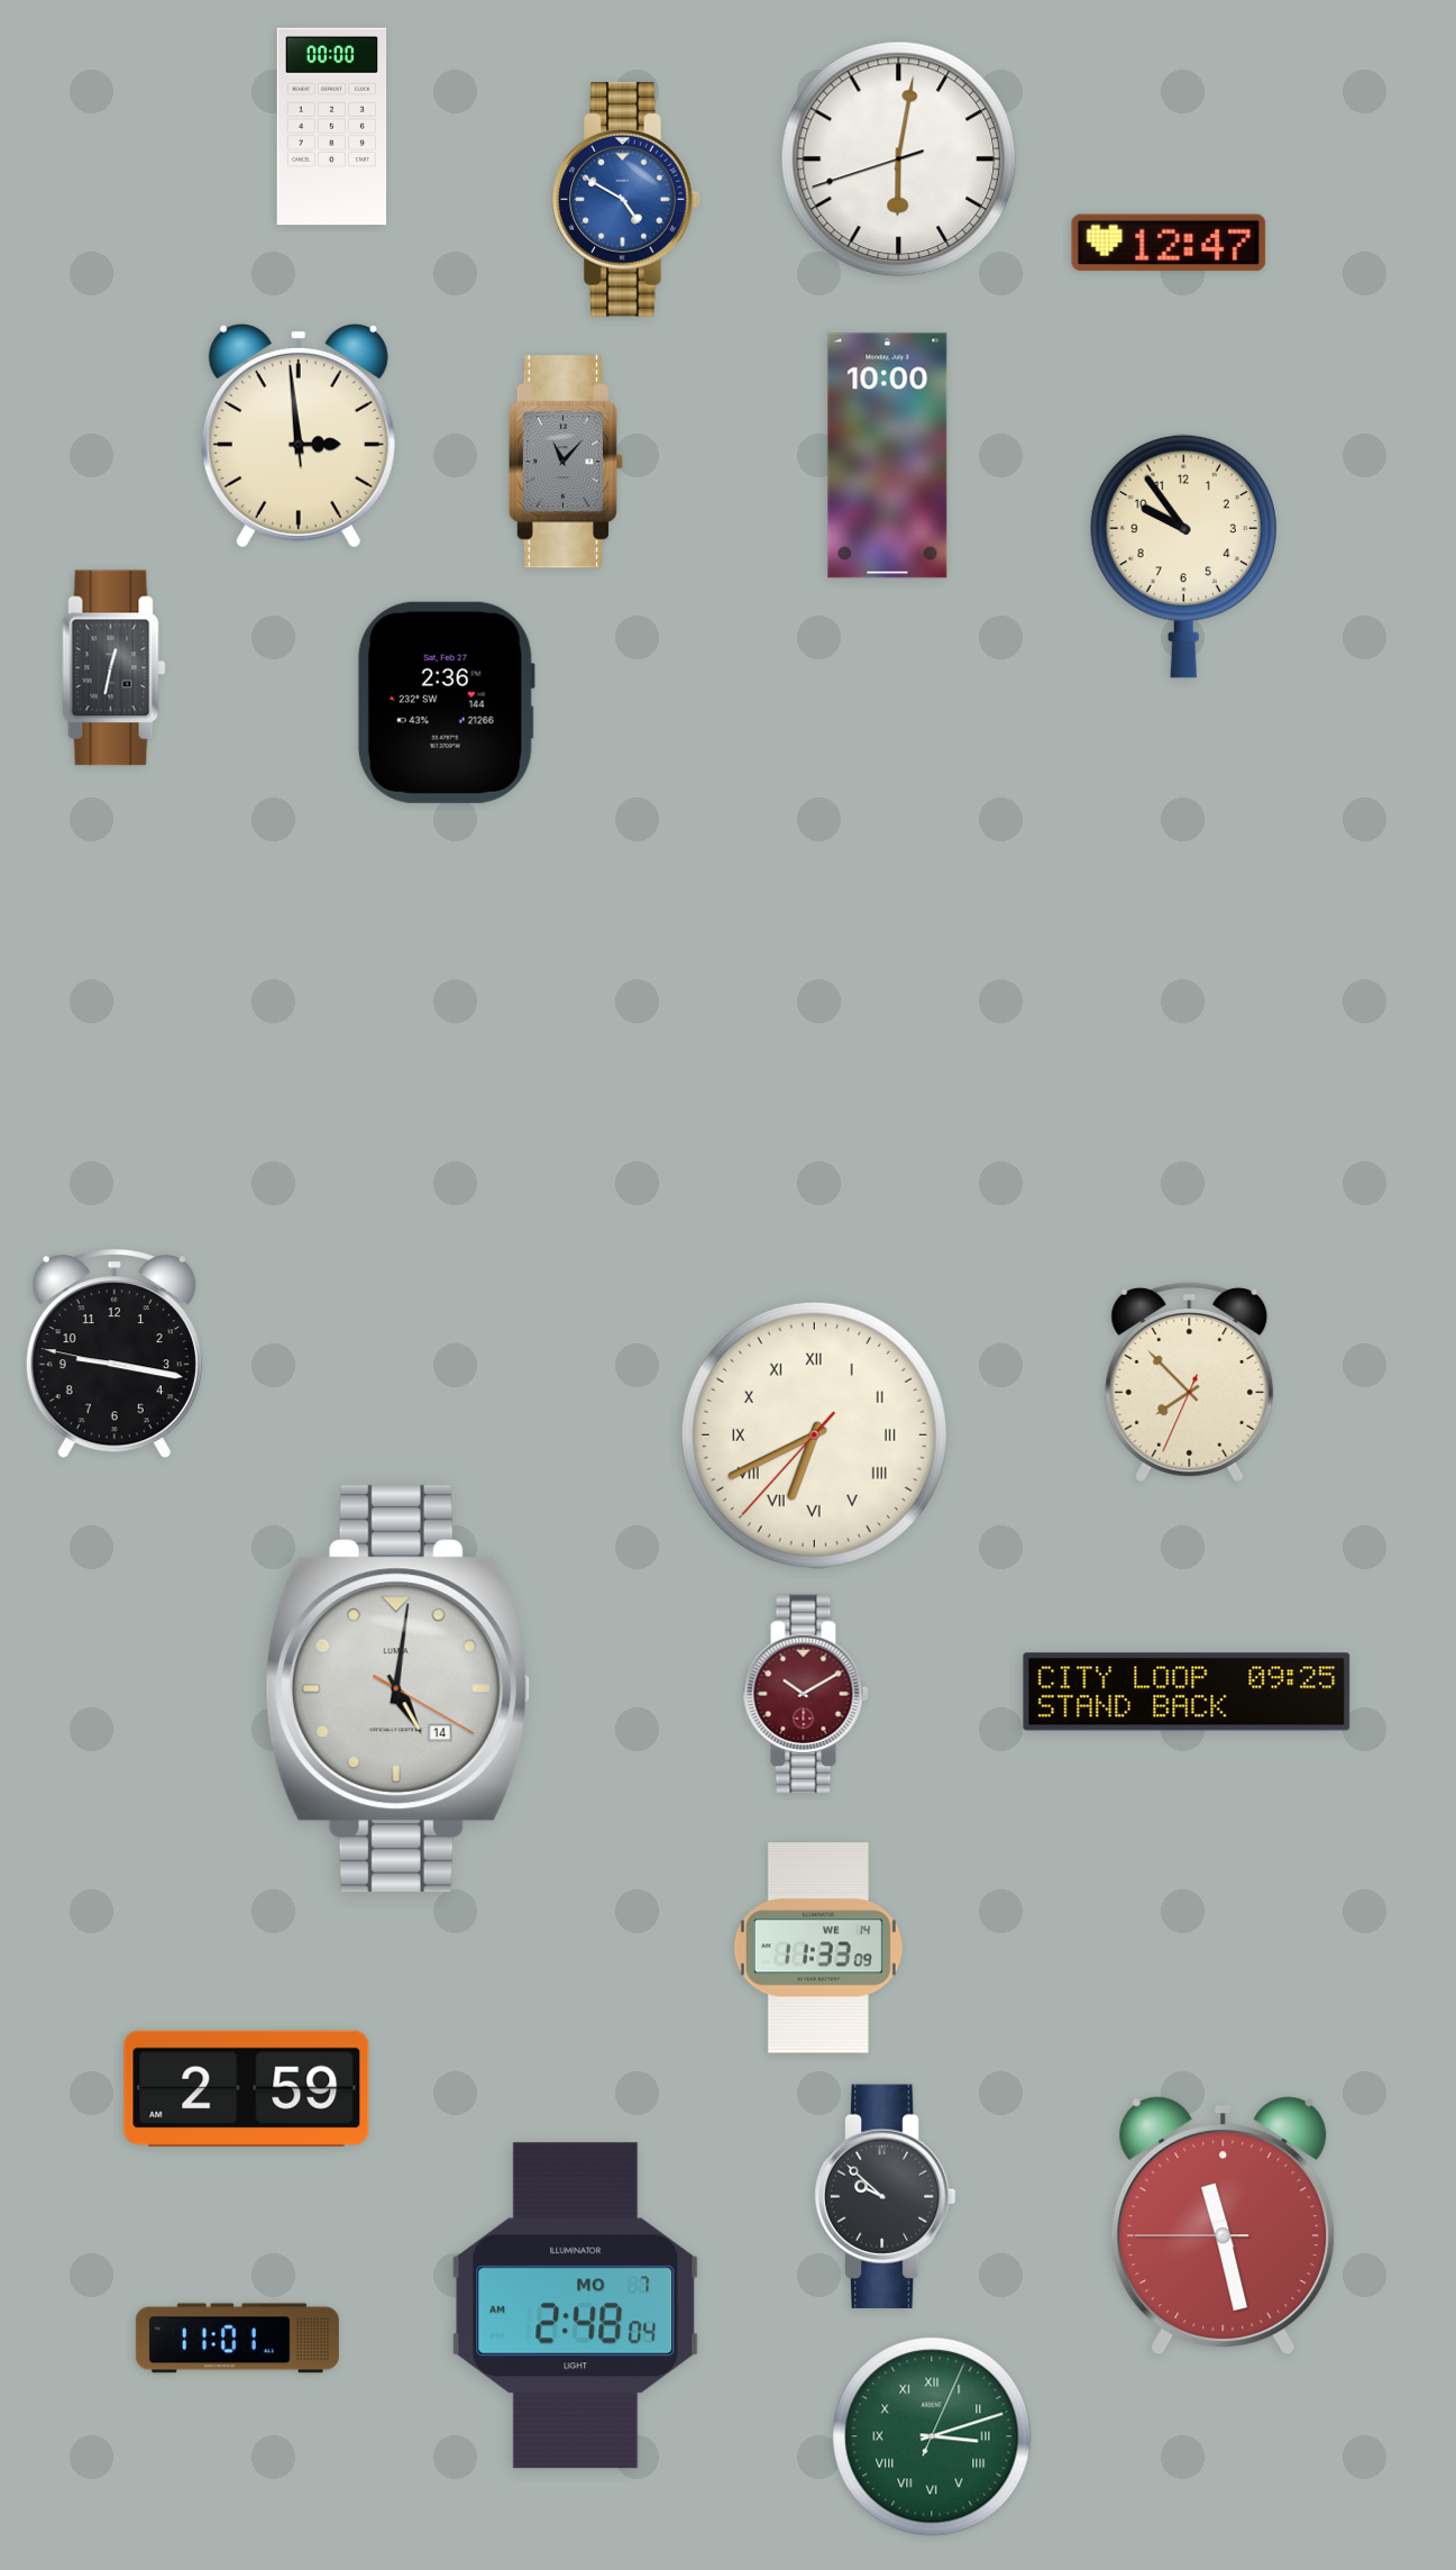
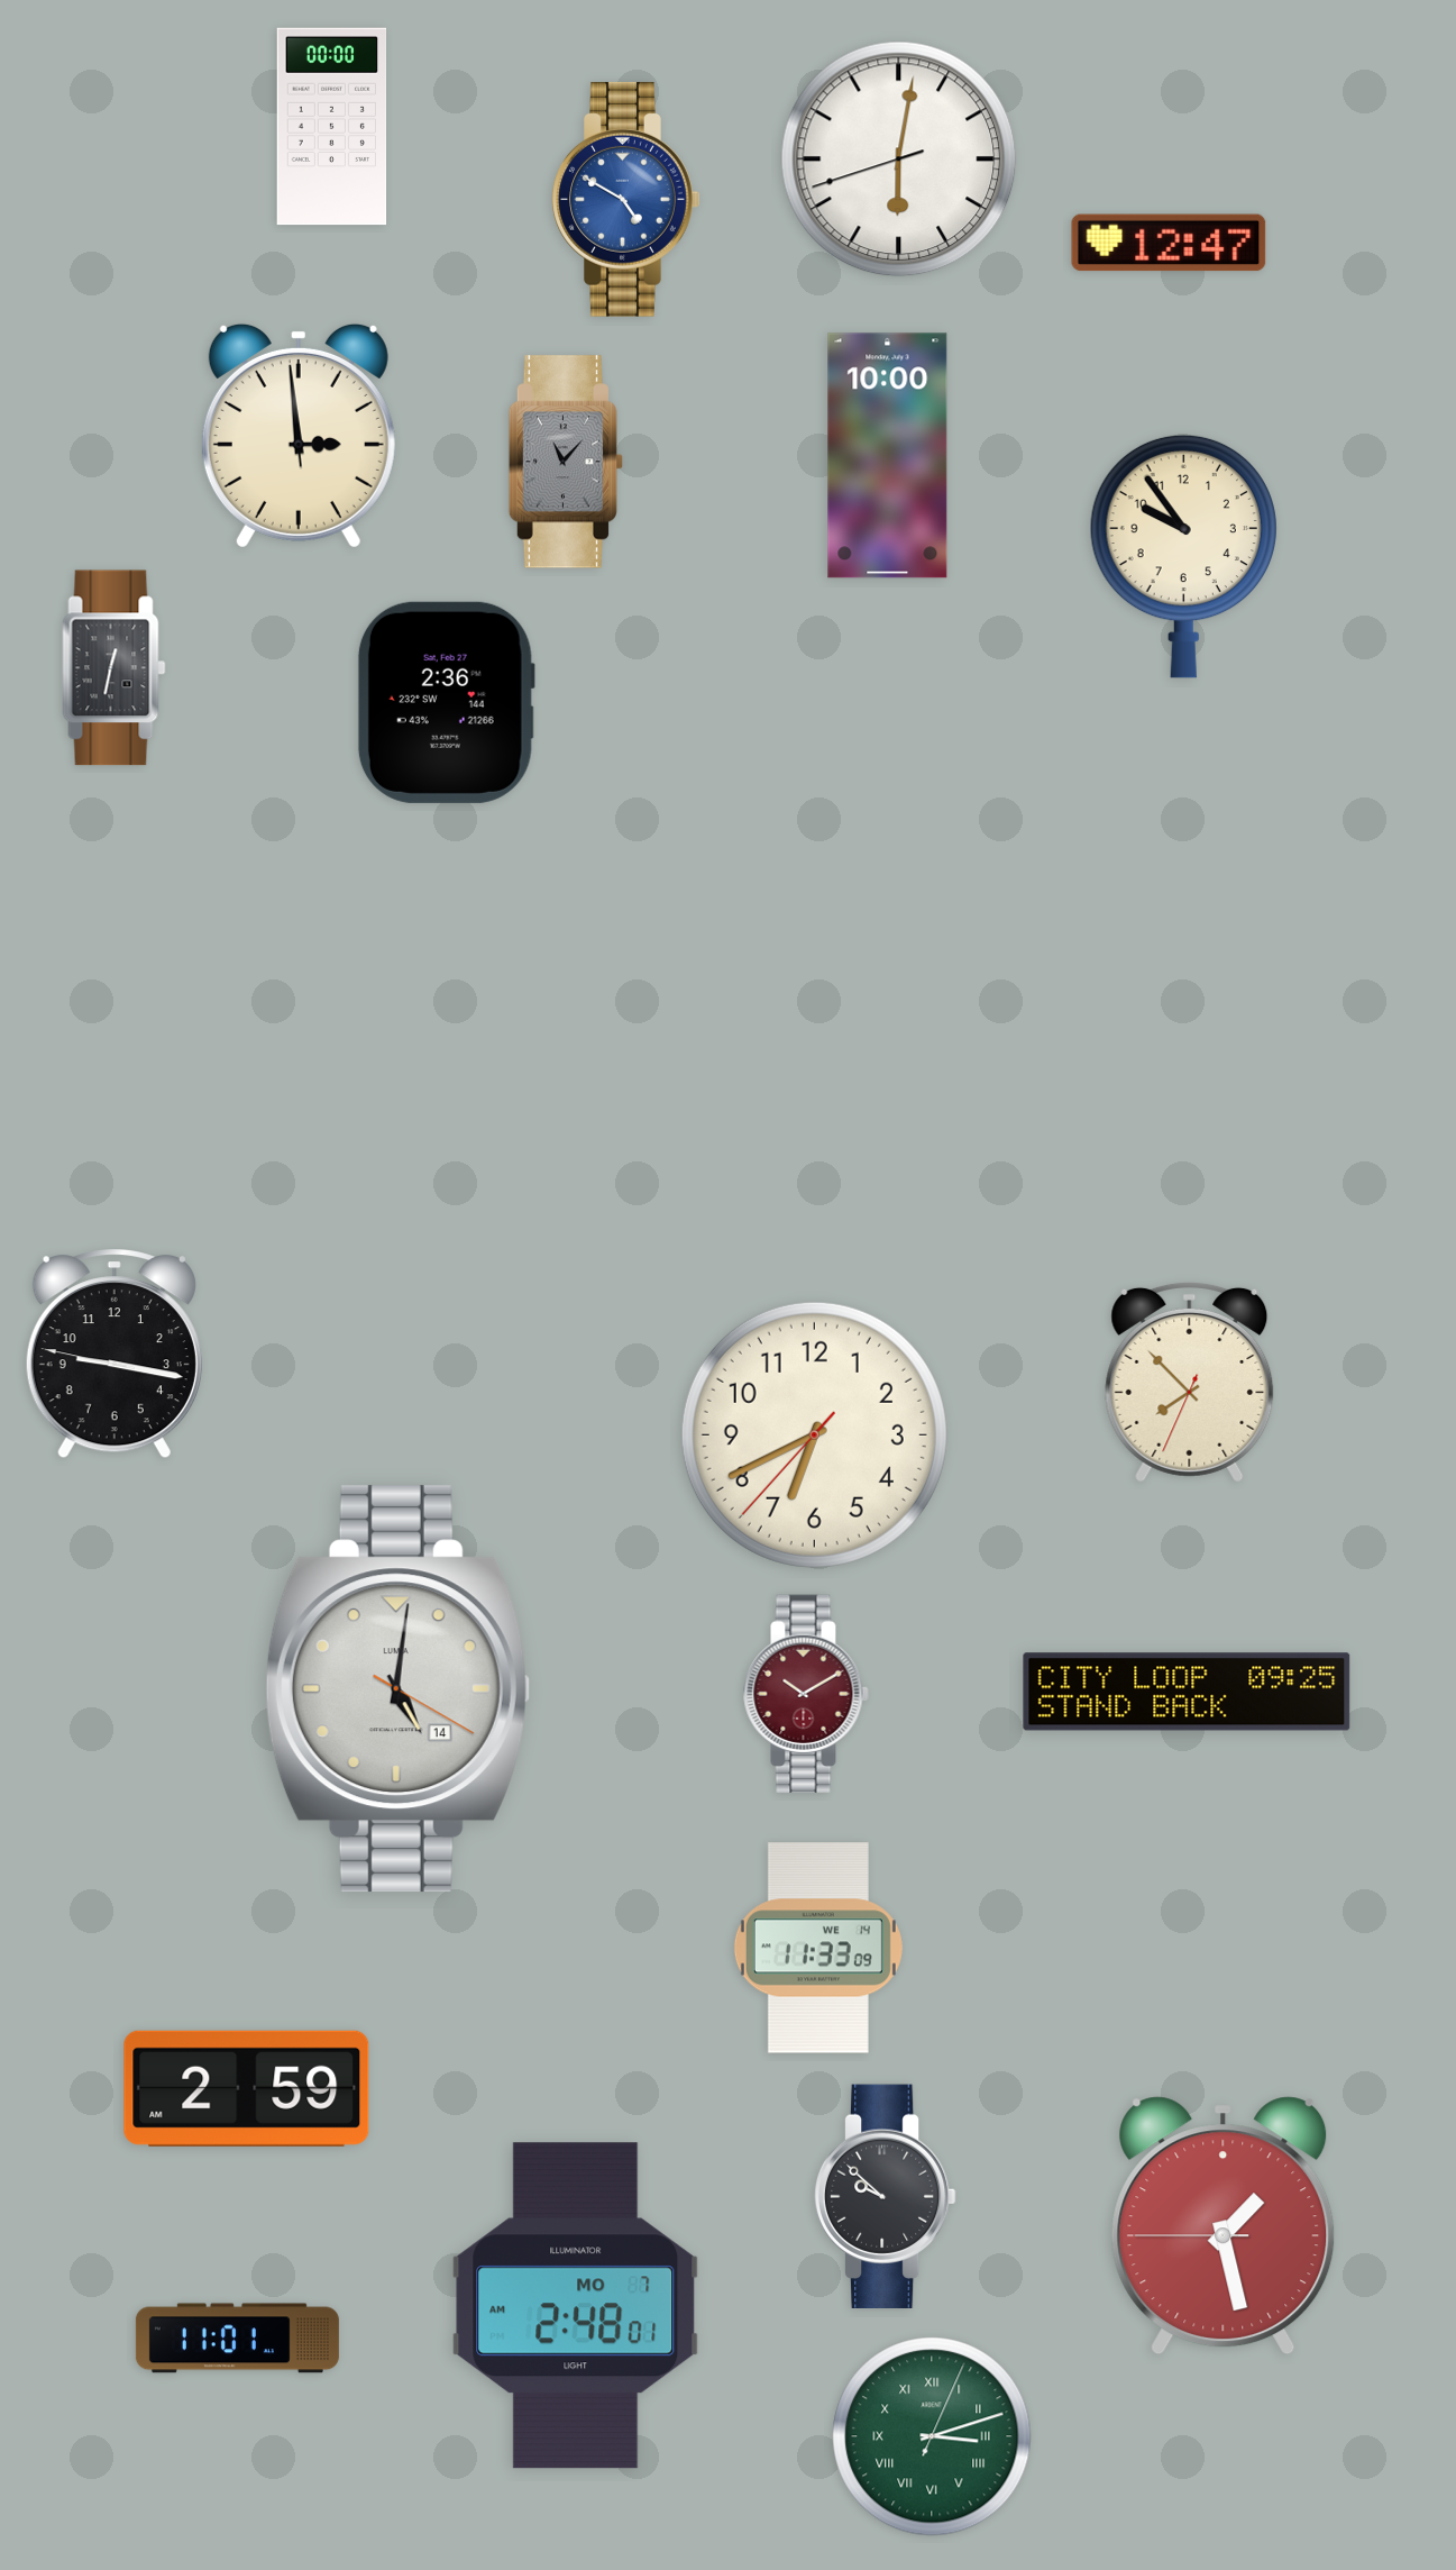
clock at (814, 1434) numerals: Roman -> Arabic
clock at (1224, 2226): 11:27 -> 1:27
clock at (576, 2306): 2:48:04 -> 2:48:01
